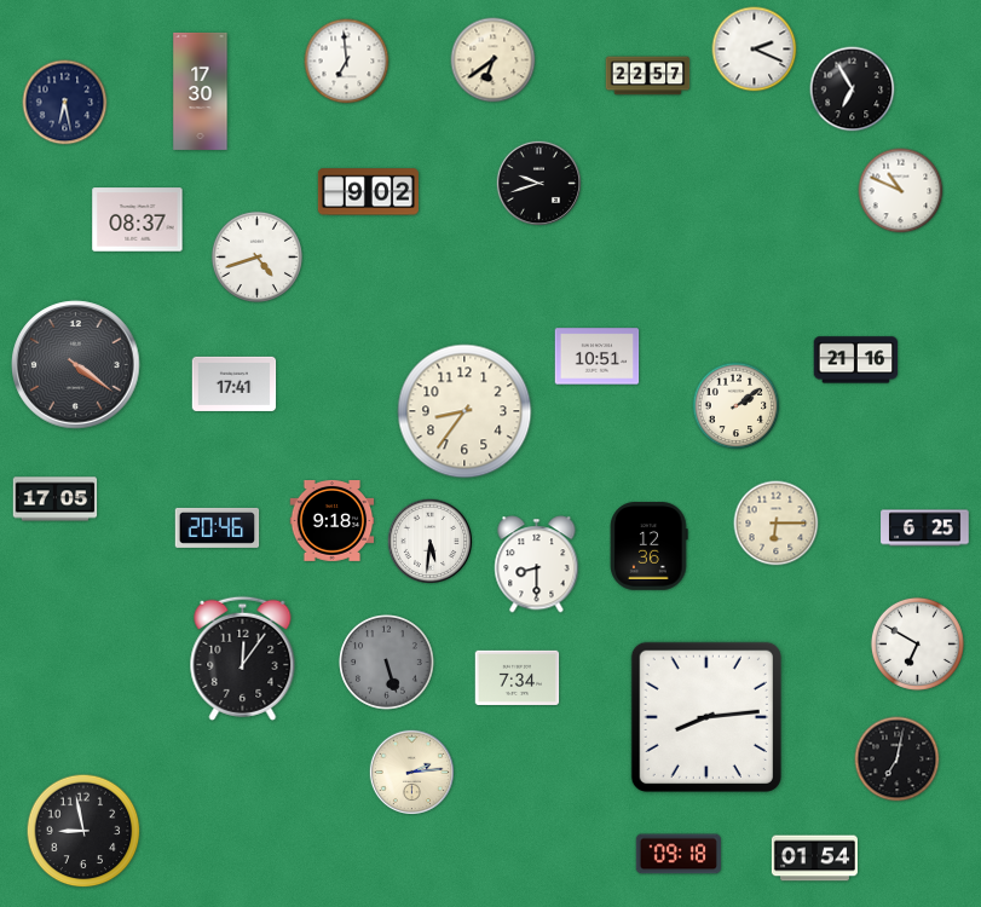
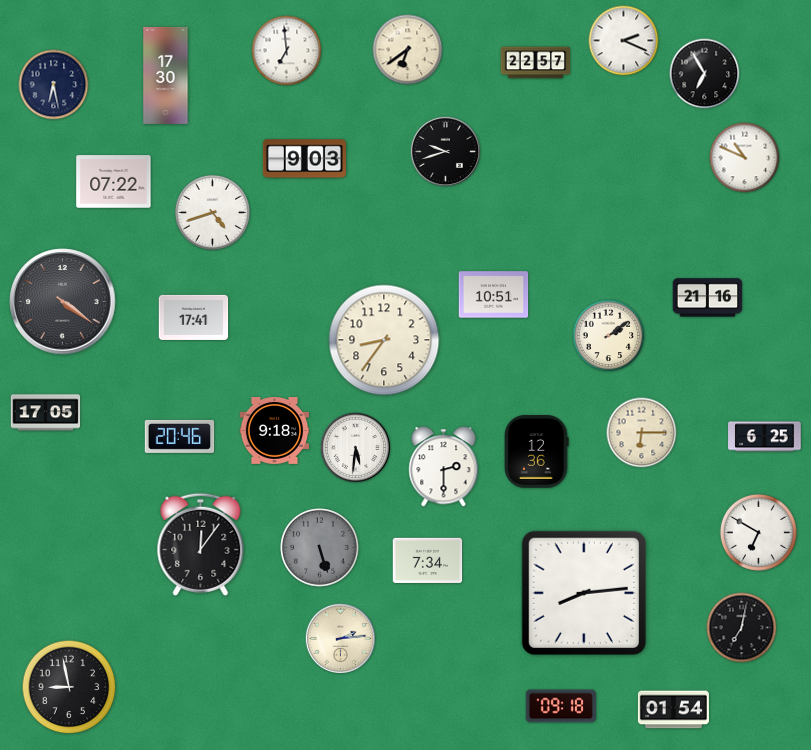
clock at (368, 192): 9:02 -> 9:03
clock at (138, 220): 08:37 -> 07:22
clock at (537, 565): 8:30 -> 2:30
